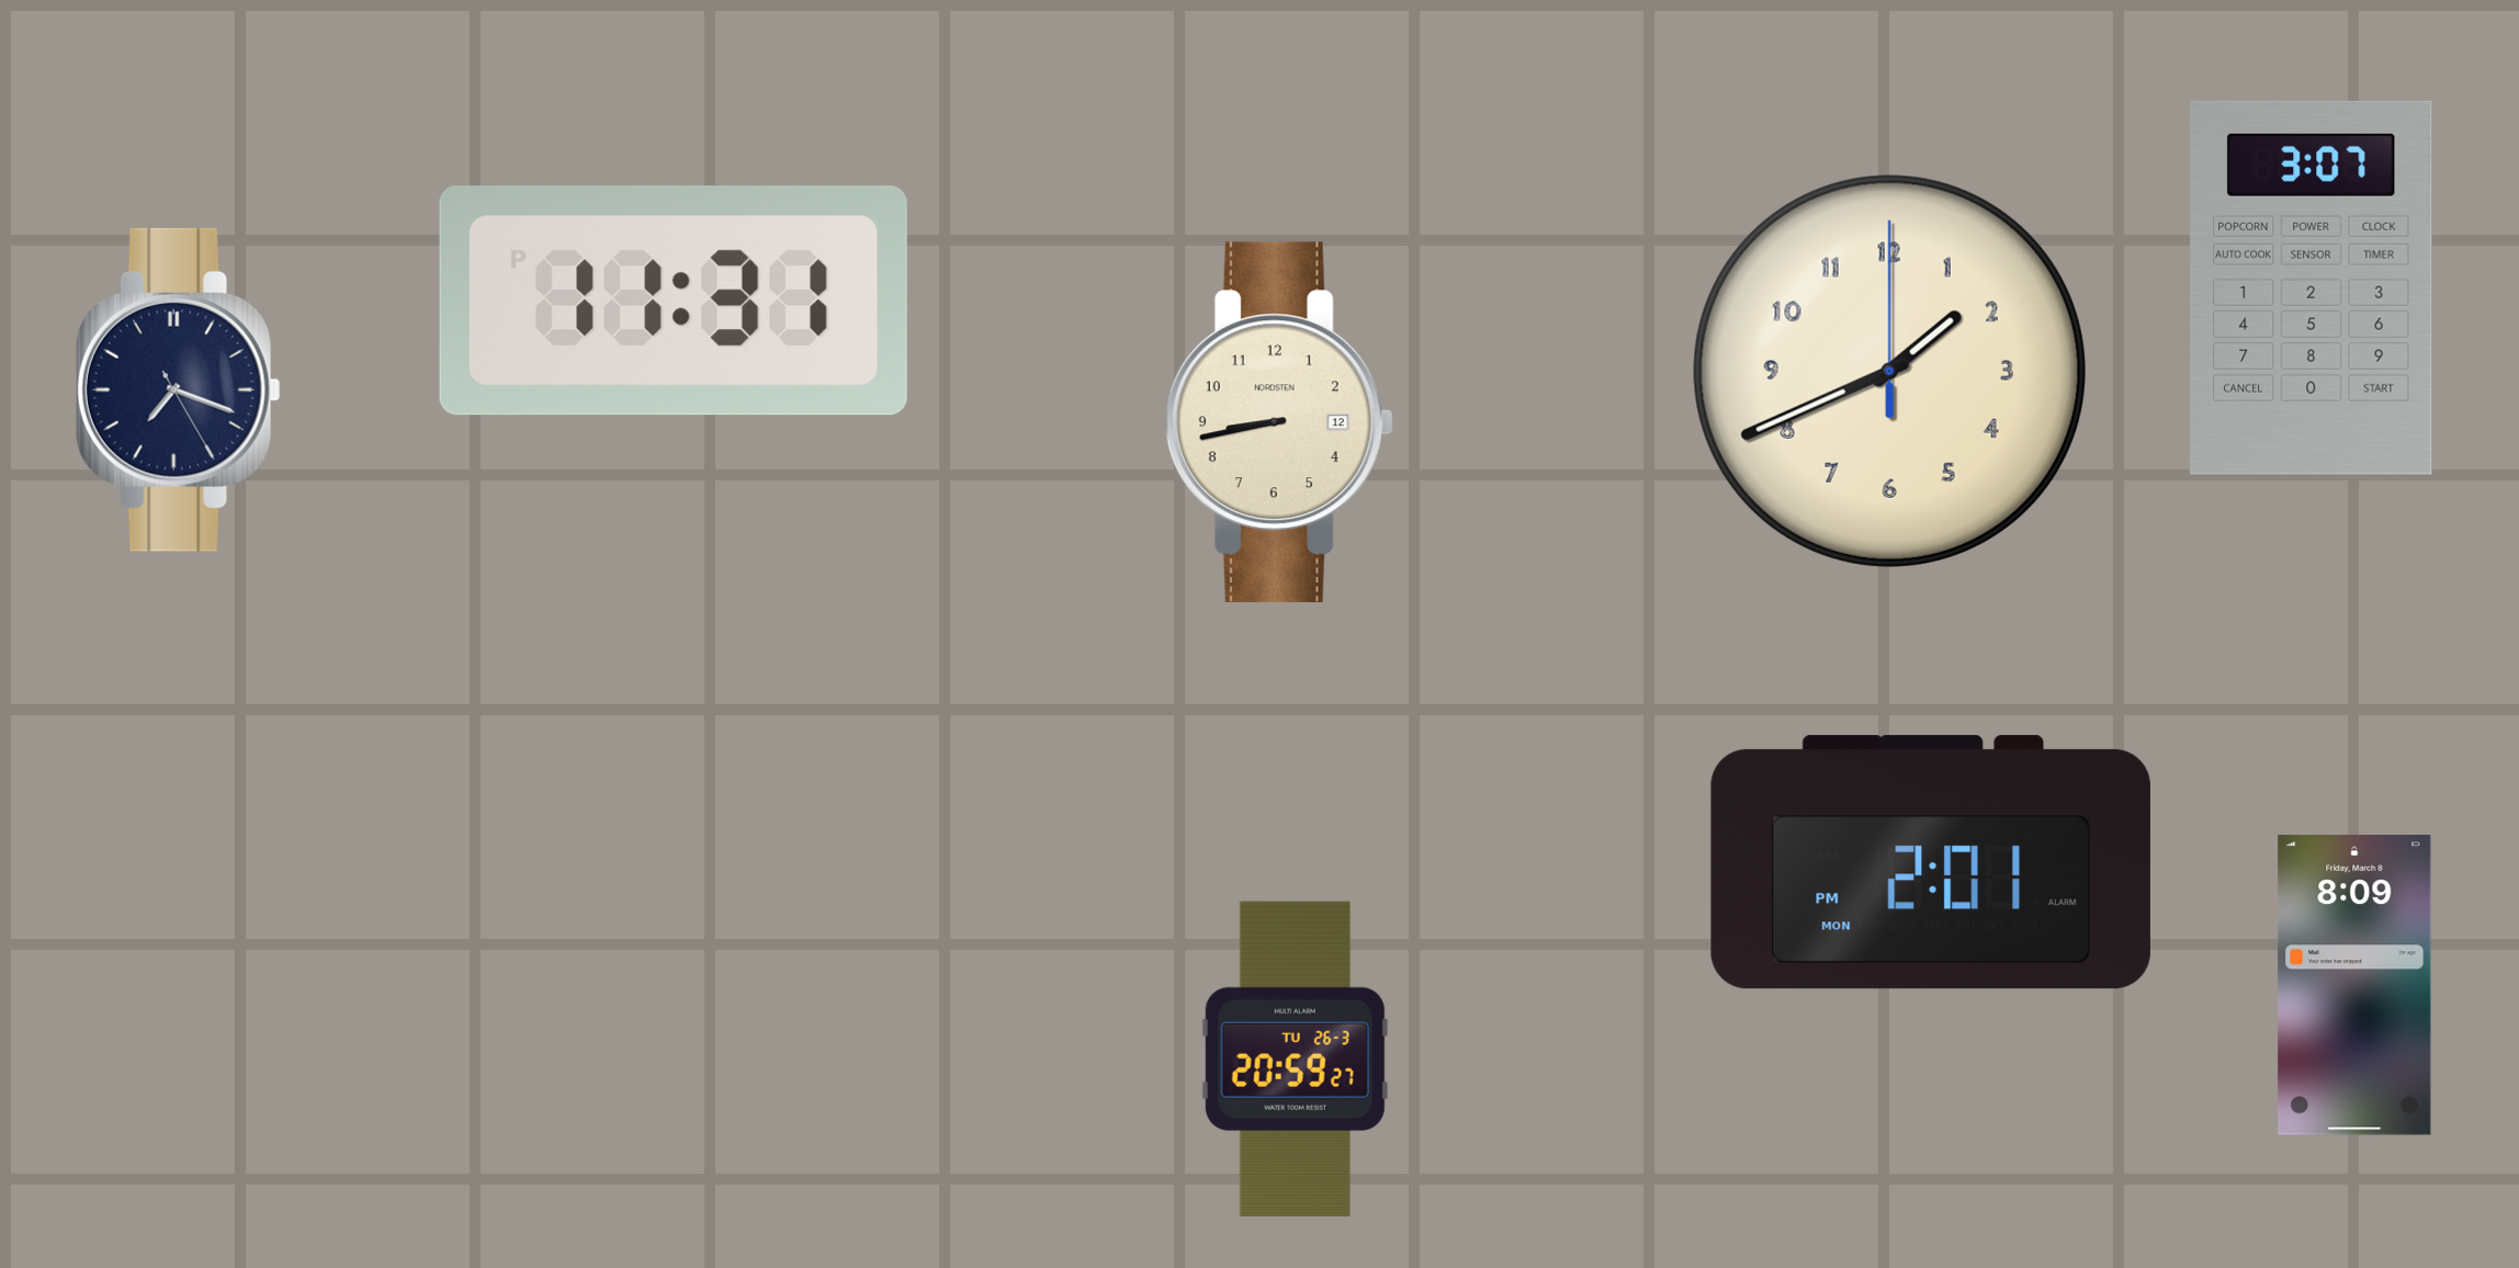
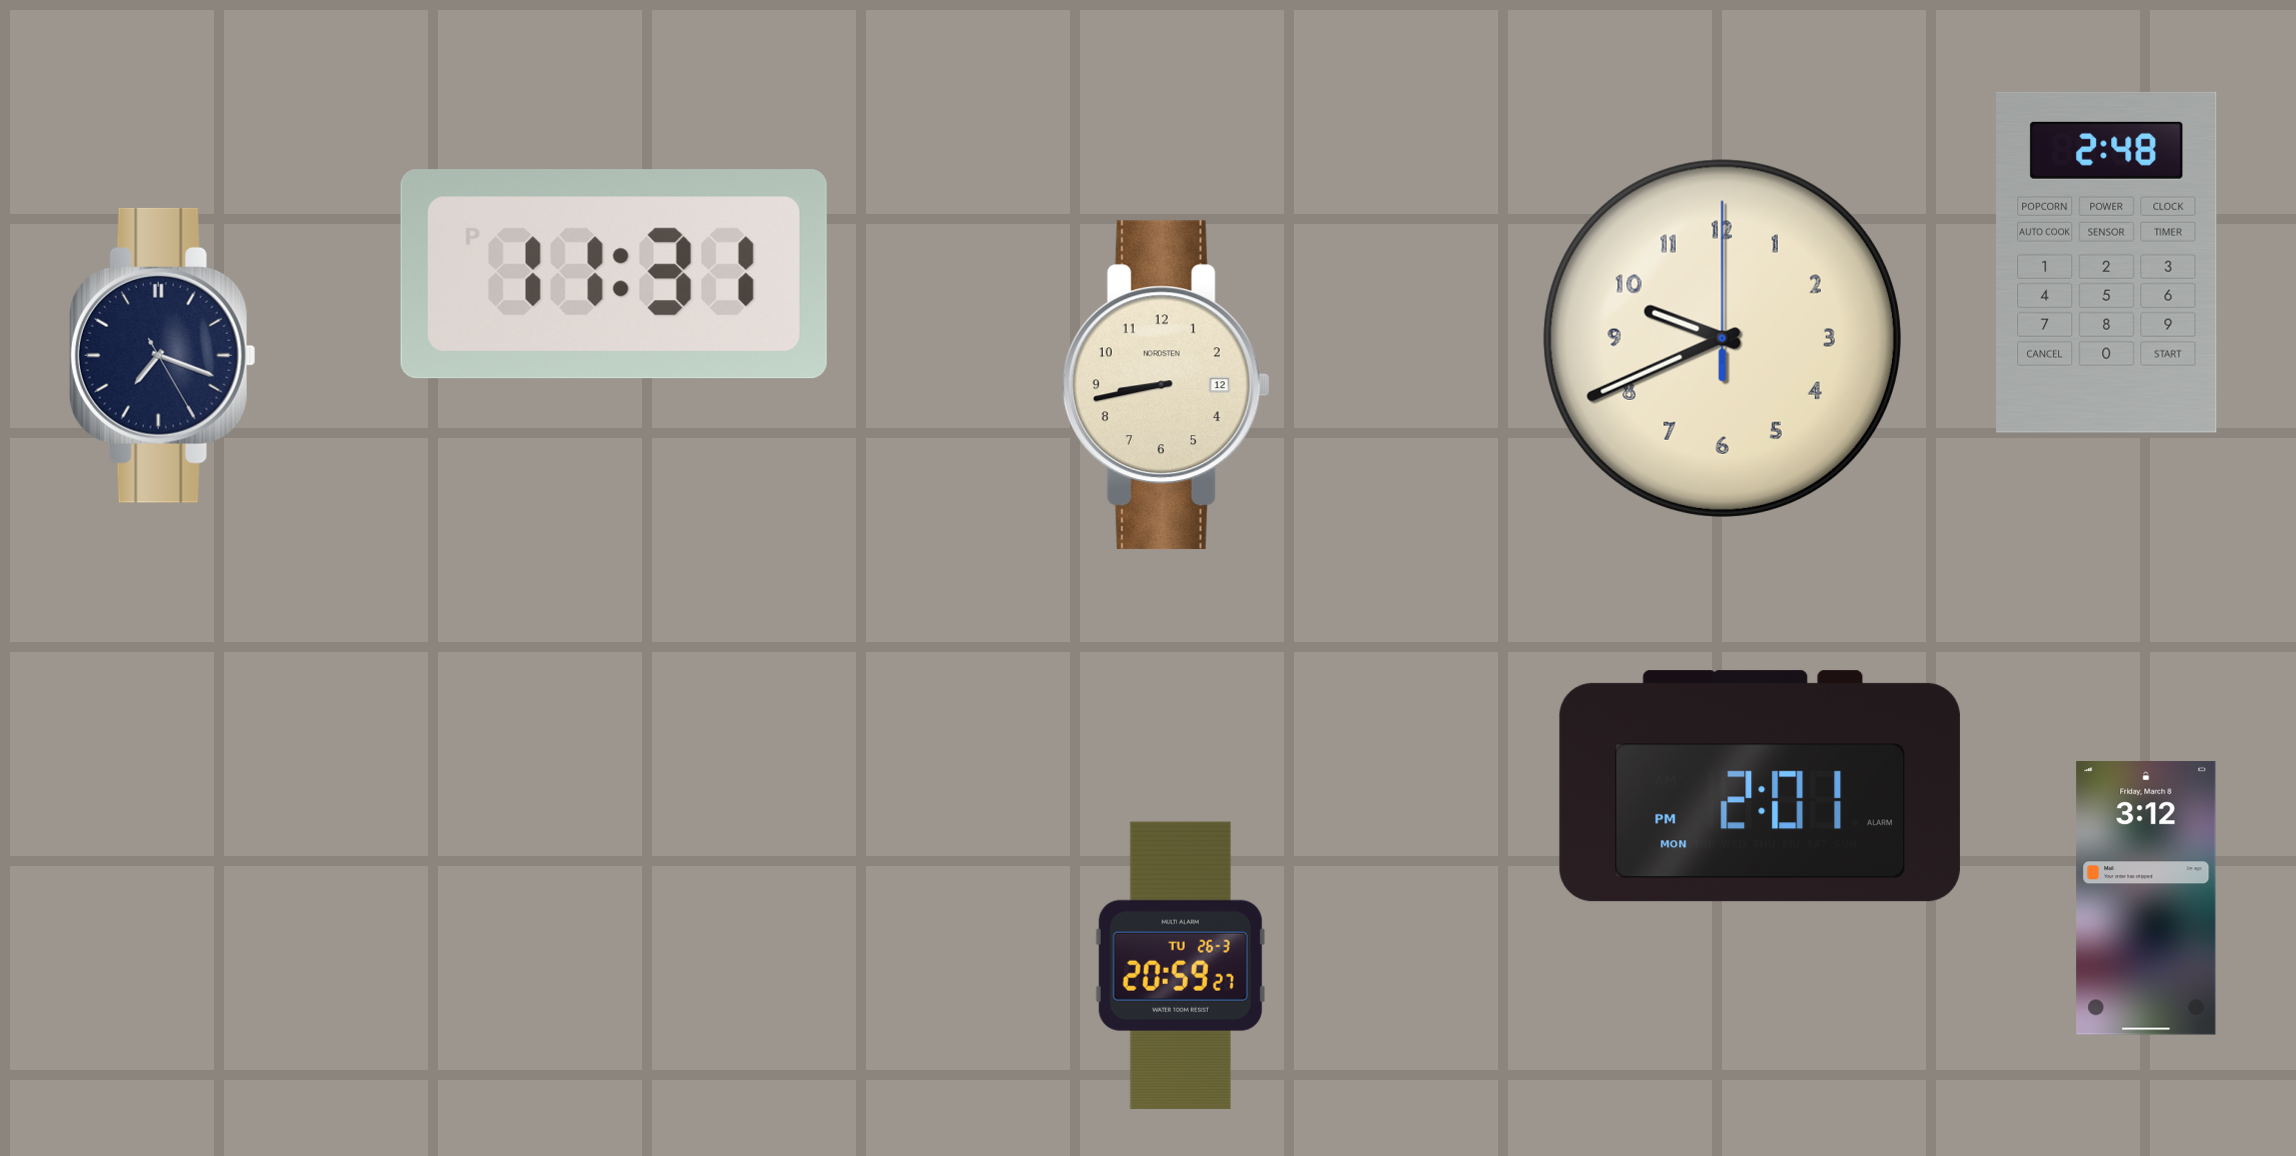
clock at (2312, 287): 3:07 -> 2:48
clock at (1889, 371): 1:41 -> 9:41
clock at (2354, 985): 8:09 -> 3:12
